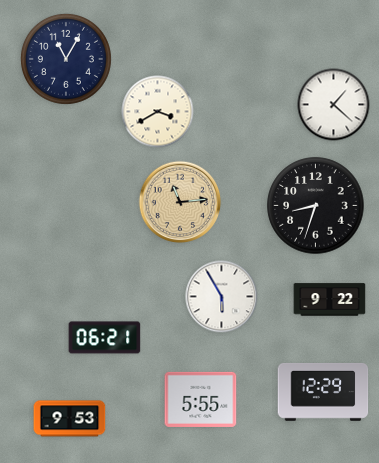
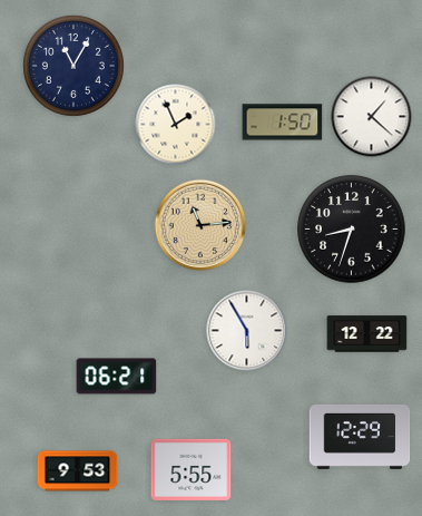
clock at (283, 123): none -> 1:50
clock at (158, 112): 3:40 -> 1:56
clock at (330, 300): 9:22 -> 12:22
clock at (201, 399) position: (201, 399) -> (192, 469)
clock at (70, 419) position: (70, 419) -> (78, 471)
